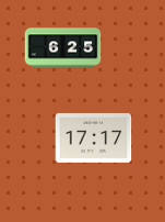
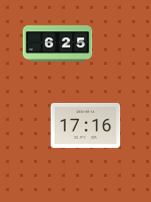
clock at (94, 137): 17:17 -> 17:16
